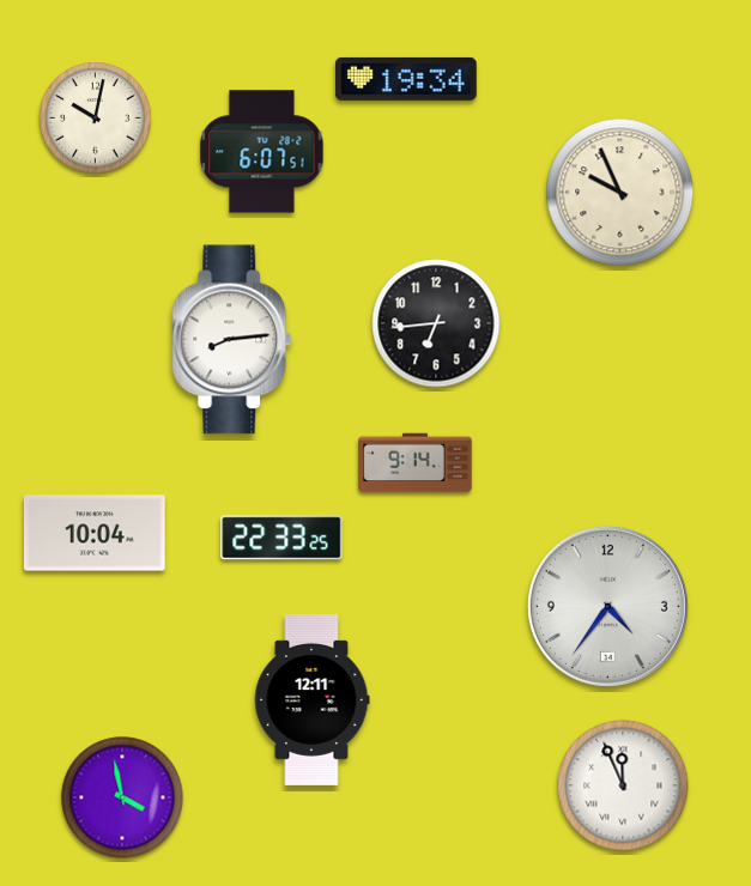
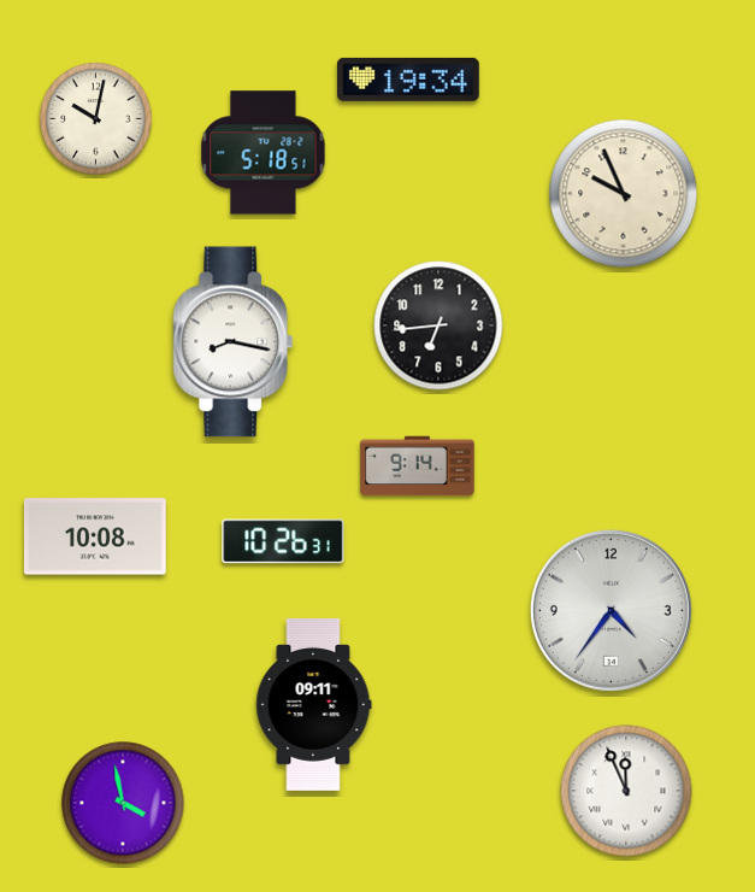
clock at (262, 152): 6:07 -> 5:18
clock at (232, 340): 8:14 -> 8:17
clock at (95, 533): 10:04 -> 10:08
clock at (281, 538): 22:33 -> 10:26
clock at (313, 699): 12:11 -> 09:11
